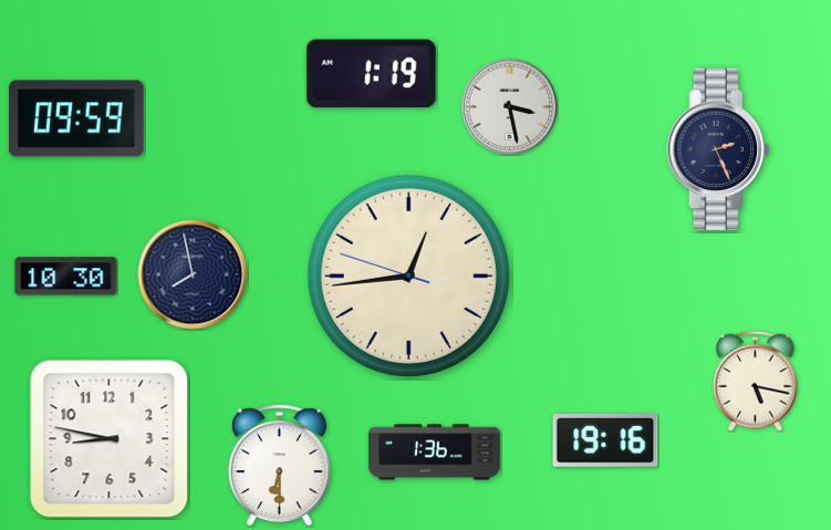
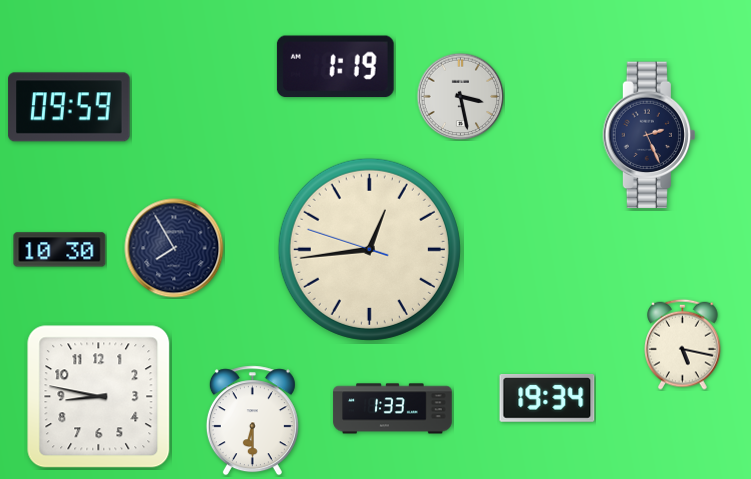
clock at (193, 274): 7:58 -> 7:55
clock at (605, 441): 19:16 -> 19:34
clock at (435, 453): 1:36 -> 1:33
